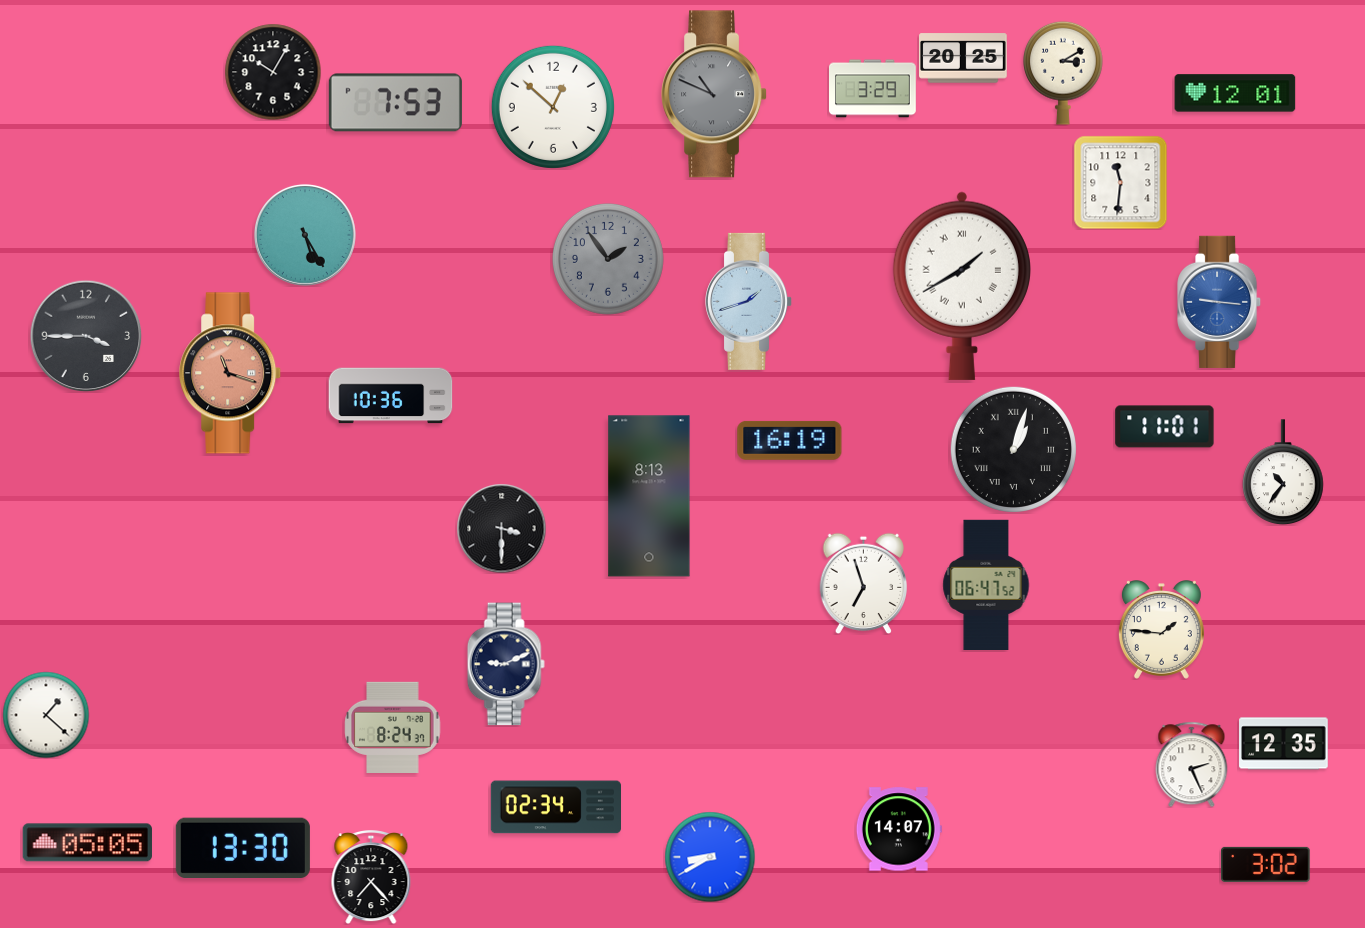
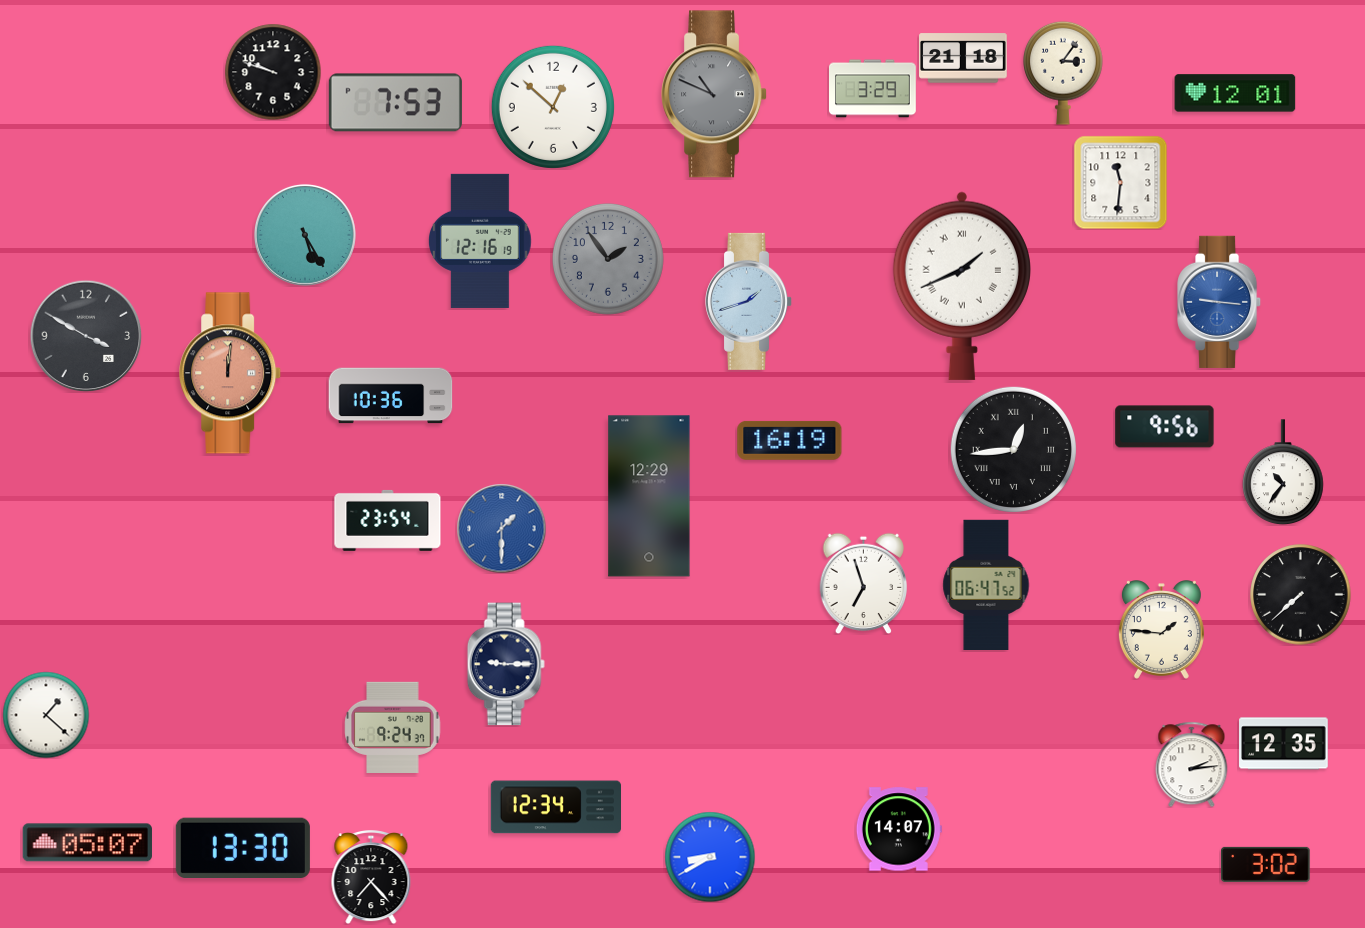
clock at (964, 58): 20:25 -> 21:18
clock at (273, 72): 10:05 -> 9:48
clock at (1063, 73): 3:10 -> 3:06
clock at (480, 241): none -> 12:16
clock at (962, 286): 1:40 -> 1:41
clock at (86, 336): 3:45 -> 3:50
clock at (231, 373): 11:18 -> 12:01
clock at (1165, 427): 11:01 -> 9:56
clock at (1013, 449): 1:03 -> 12:44
clock at (649, 496): 8:13 -> 12:29
clock at (388, 520): none -> 23:54
clock at (501, 528): 3:30 -> 1:30
clock at (501, 528) dial: black -> blue
clock at (1301, 595): none -> 7:38
clock at (506, 664): 9:11 -> 9:15
clock at (393, 727): 8:24 -> 9:24
clock at (1192, 764): 2:26 -> 2:14
clock at (555, 807): 02:34 -> 12:34
clock at (87, 843): 05:05 -> 05:07
